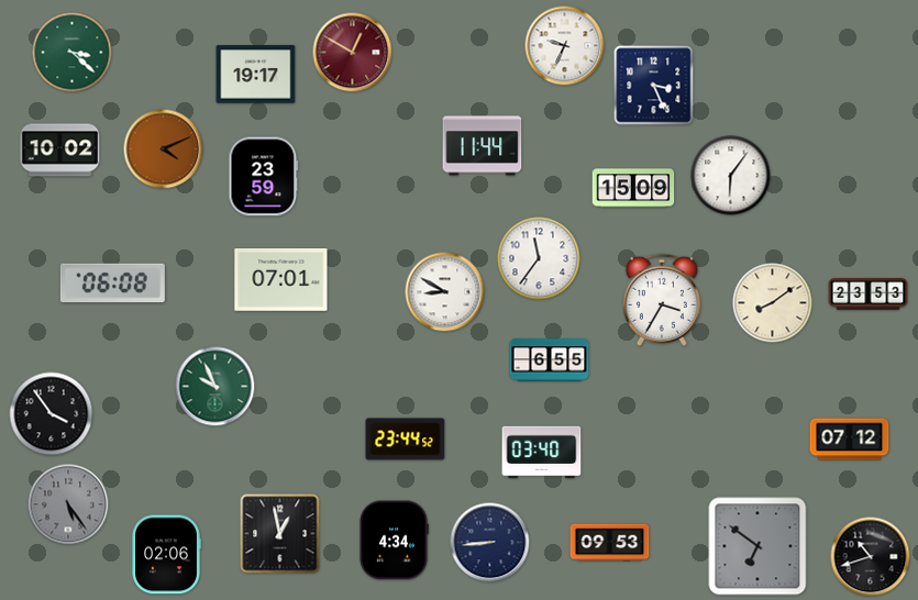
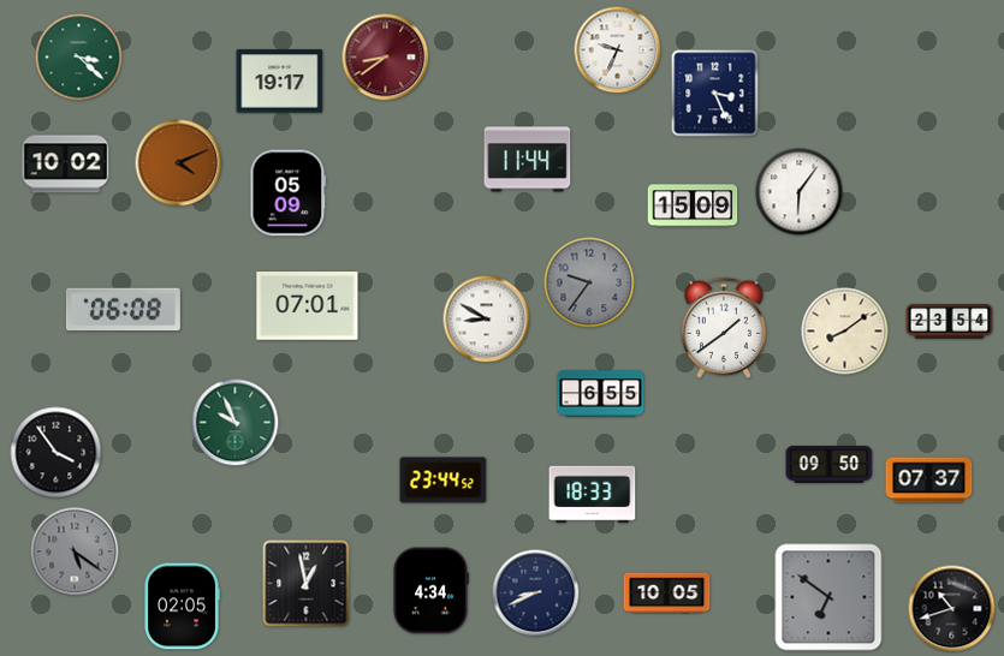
clock at (353, 53): 12:50 -> 8:39
clock at (264, 177): 23:59 -> 05:09
clock at (539, 258): 11:36 -> 9:36
clock at (539, 258) dial: white -> grey
clock at (869, 295): 23:53 -> 23:54
clock at (662, 300): 3:35 -> 1:39
clock at (830, 465): none -> 09:50
clock at (850, 440): 07:12 -> 07:37
clock at (542, 453): 03:40 -> 18:33
clock at (68, 504): 5:24 -> 5:21
clock at (490, 543): 8:44 -> 8:41
clock at (610, 543): 09:53 -> 10:05
clock at (166, 555): 02:06 -> 02:05
